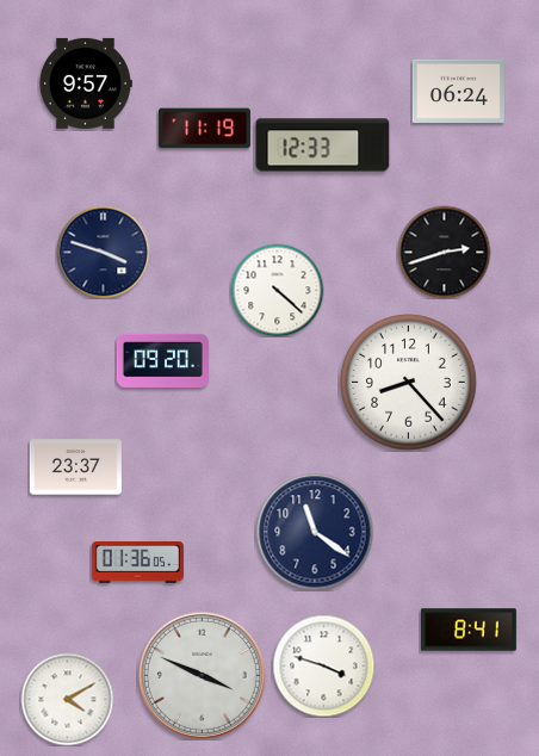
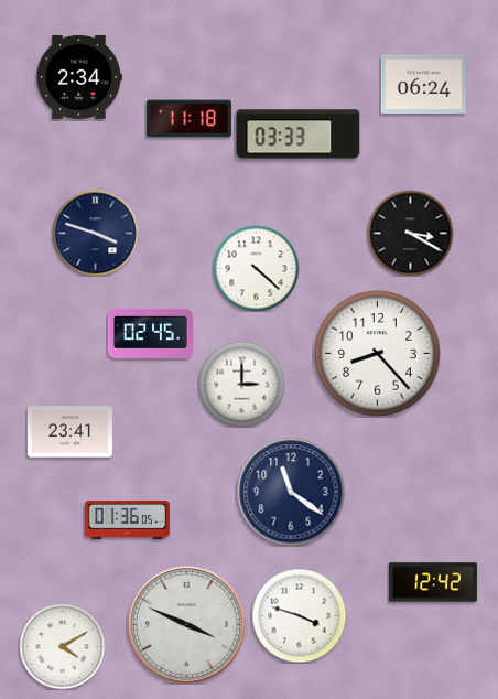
clock at (86, 83): 9:57 -> 2:34
clock at (204, 129): 11:19 -> 11:18
clock at (323, 145): 12:33 -> 03:33
clock at (444, 252): 2:42 -> 3:20
clock at (162, 360): 09:20 -> 02:45
clock at (241, 384): none -> 3:00
clock at (75, 467): 23:37 -> 23:41
clock at (469, 630): 8:41 -> 12:42
